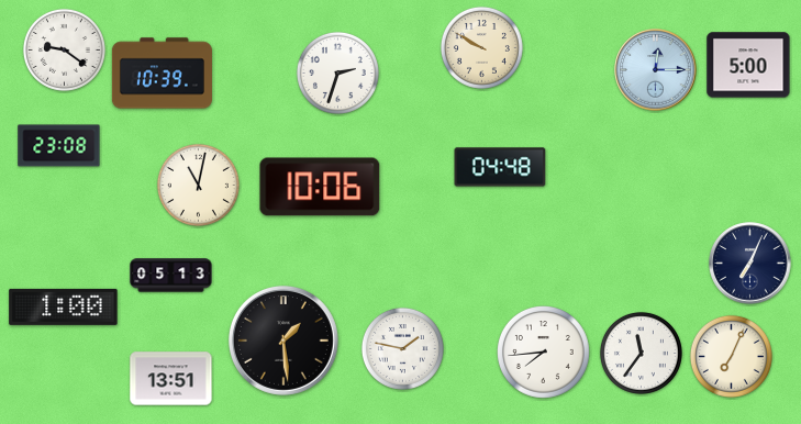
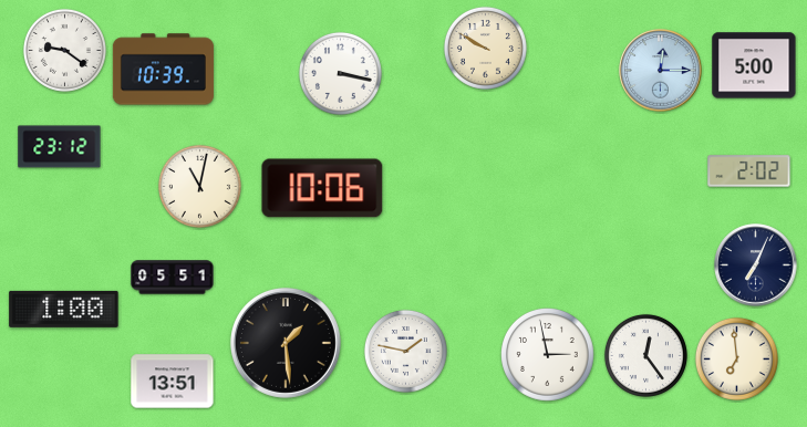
clock at (337, 72): 2:33 -> 3:17
clock at (162, 74) position: (162, 74) -> (163, 70)
clock at (59, 146): 23:08 -> 23:12
clock at (500, 167): 04:48 -> none
clock at (749, 171): none -> 2:02
clock at (171, 276): 05:13 -> 05:51
clock at (544, 353): 7:44 -> 2:58
clock at (641, 353): 11:36 -> 12:24
clock at (731, 356): 7:04 -> 6:59
